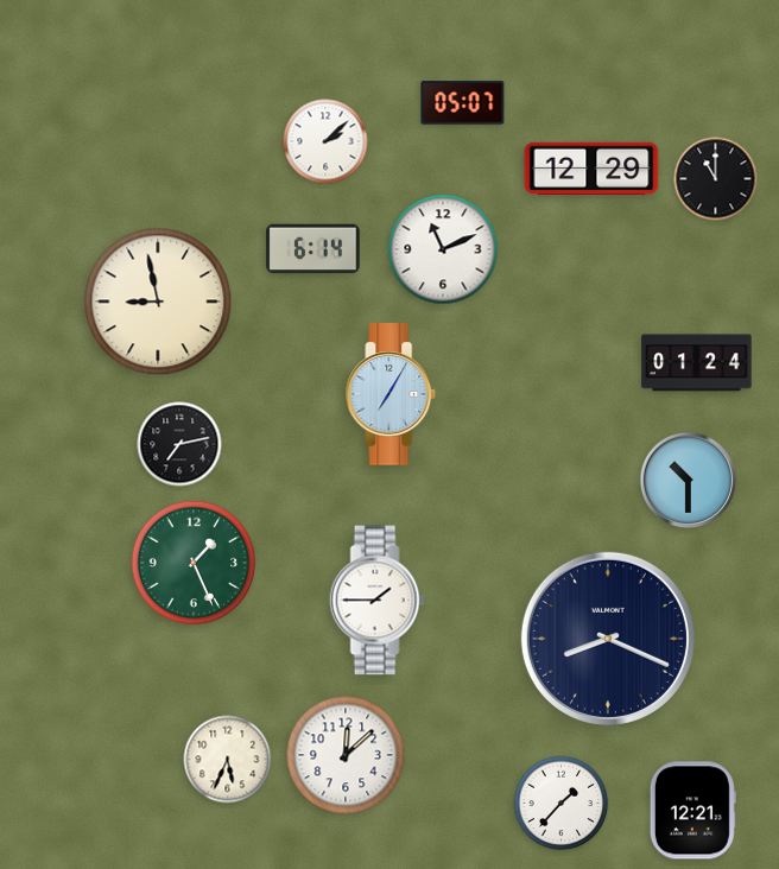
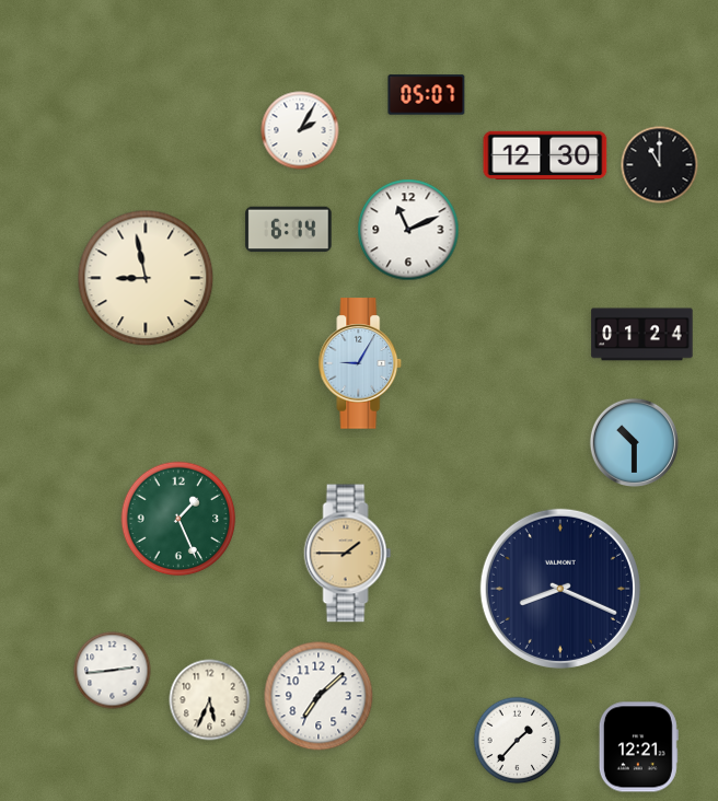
clock at (325, 141): 2:08 -> 2:05
clock at (591, 169): 12:29 -> 12:30
clock at (391, 394): 7:05 -> 9:05
clock at (179, 444): 7:13 -> none
clock at (378, 601) dial: white -> champagne
clock at (113, 671): none -> 2:44
clock at (346, 755): 12:08 -> 7:08
